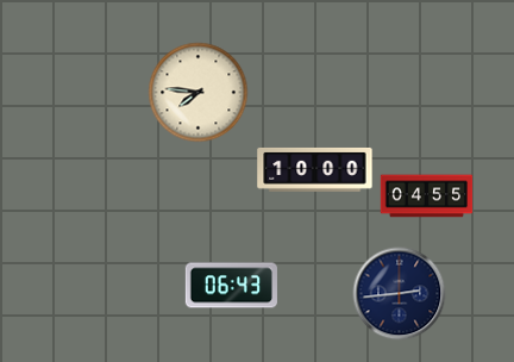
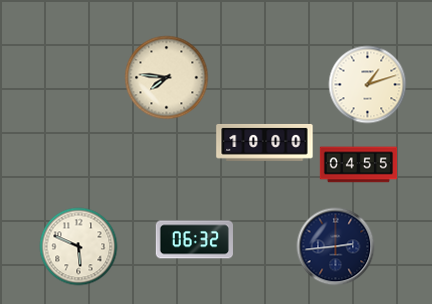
clock at (367, 84): none -> 1:12
clock at (231, 286): 06:43 -> 06:32
clock at (78, 246): none -> 5:49
